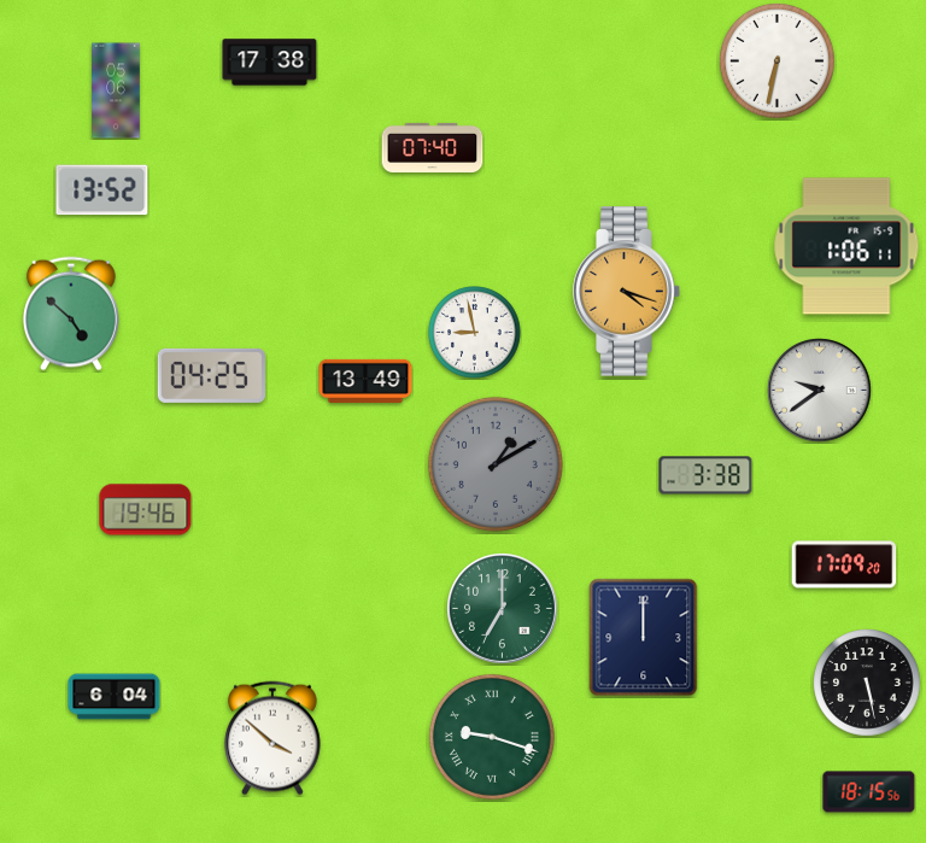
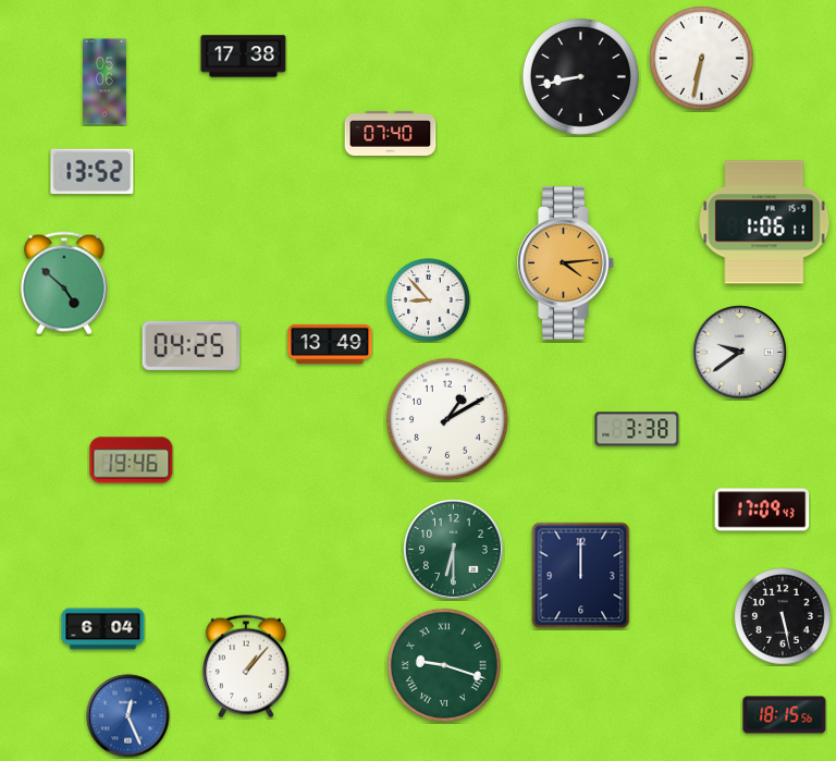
clock at (776, 60) position: (776, 60) -> (701, 58)
clock at (580, 76): none -> 8:43
clock at (627, 292): 4:18 -> 4:14
clock at (475, 333): 8:58 -> 8:53
clock at (211, 375) position: (211, 375) -> (190, 345)
clock at (496, 464) dial: grey -> white
clock at (844, 564): 17:09:20 -> 17:09:43
clock at (502, 608): 7:00 -> 6:30
clock at (272, 738): 3:52 -> 1:07
clock at (128, 716): none -> 12:26
